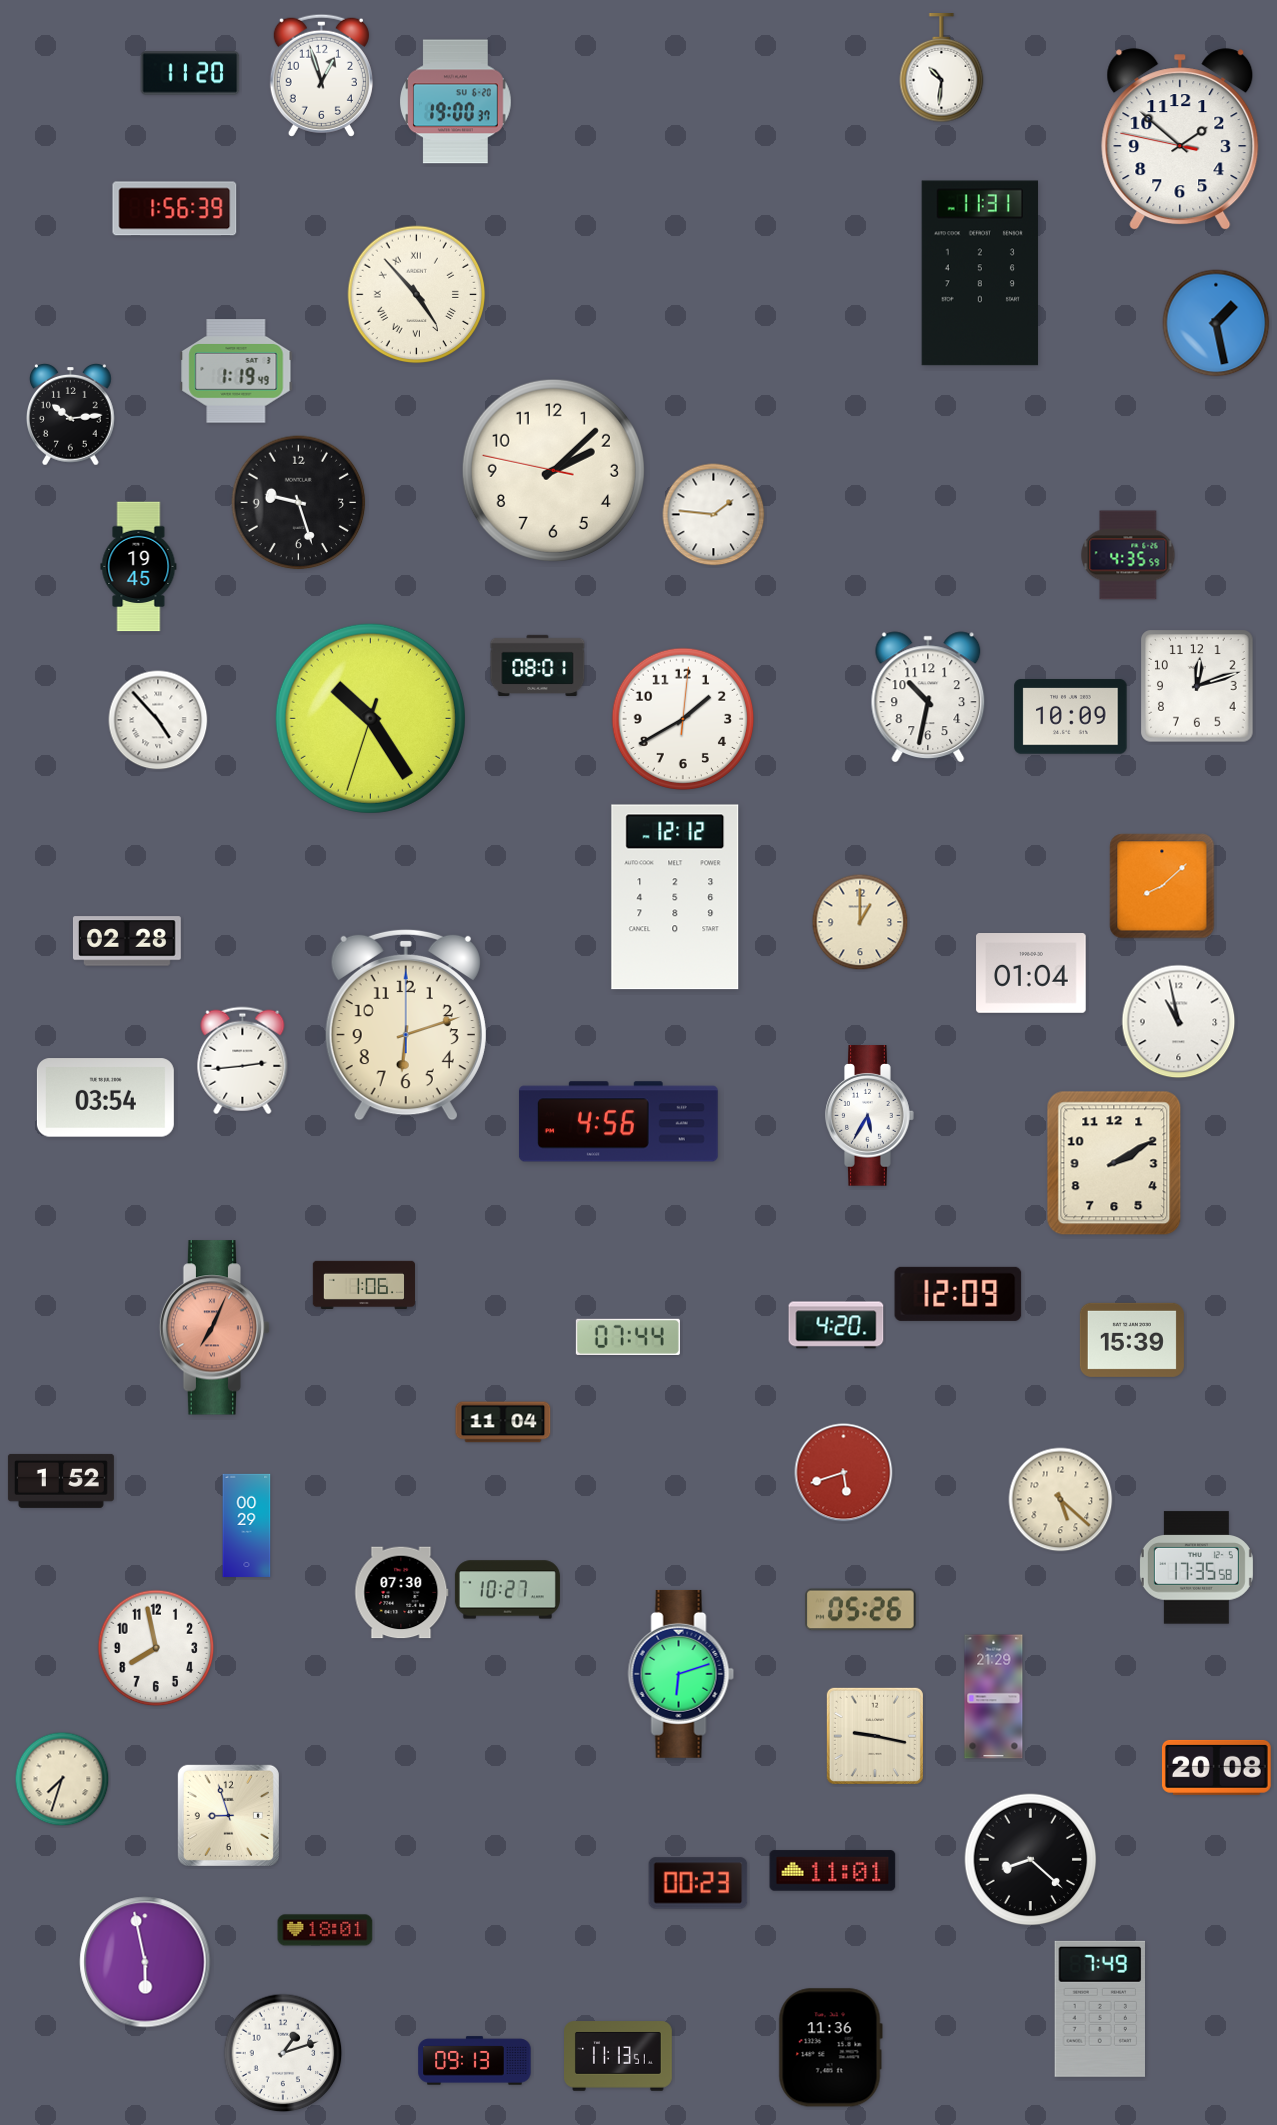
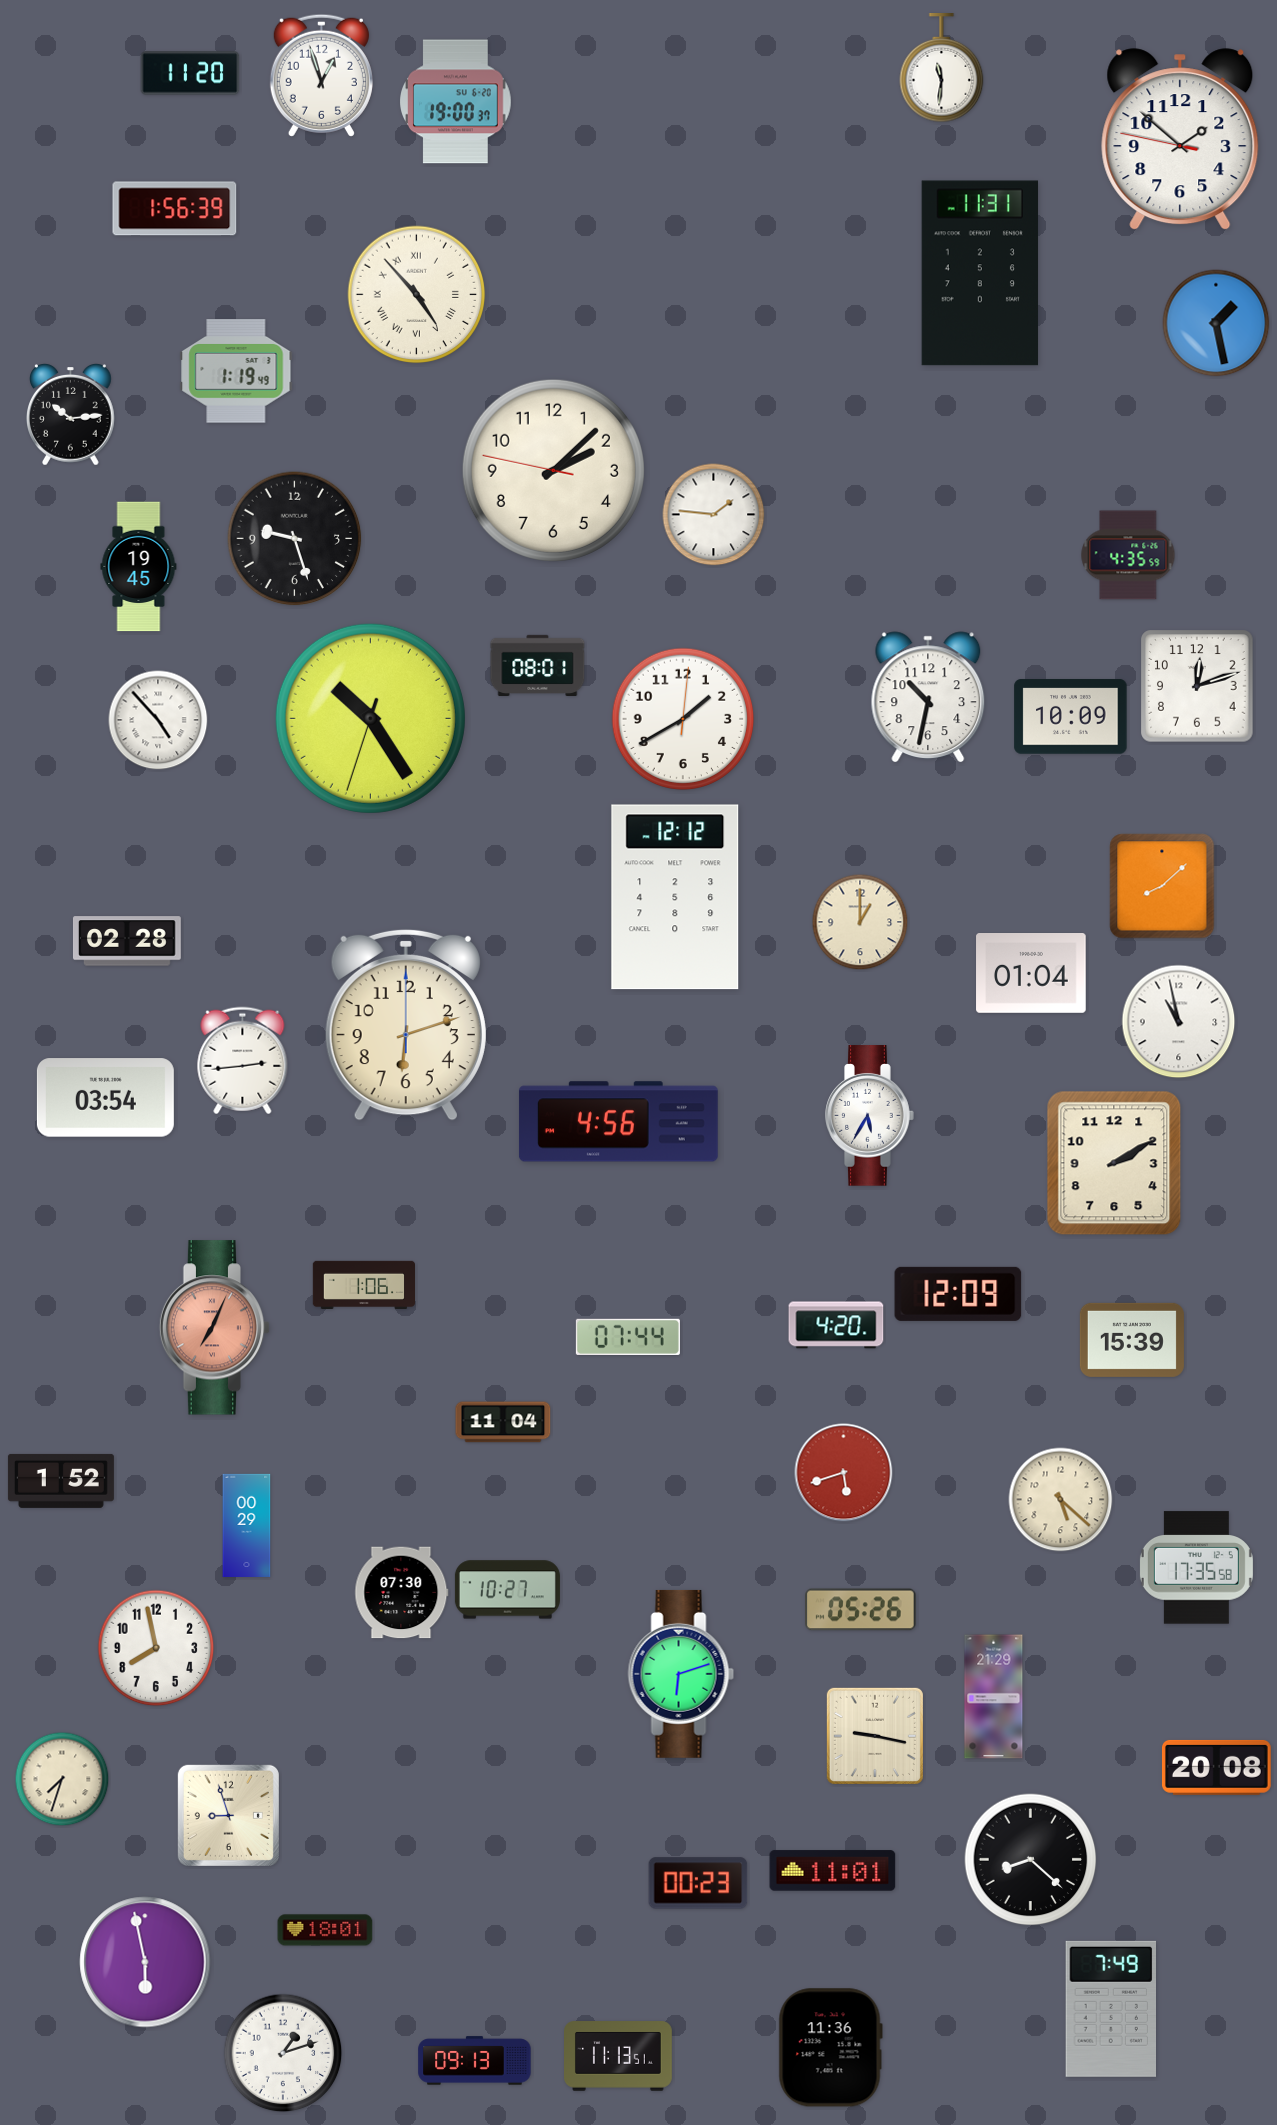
clock at (942, 69): 10:31 -> 11:31
clock at (299, 503) position: (299, 503) -> (295, 539)
clock at (1099, 2009) position: (1099, 2009) -> (1110, 2009)
